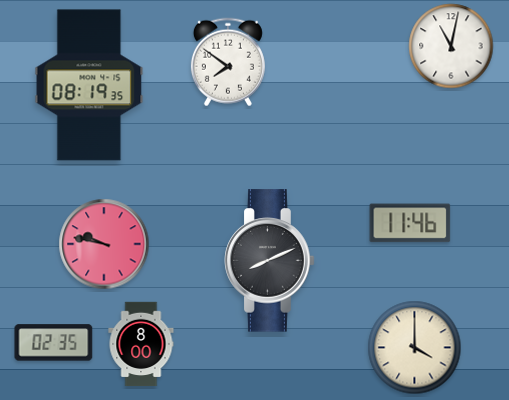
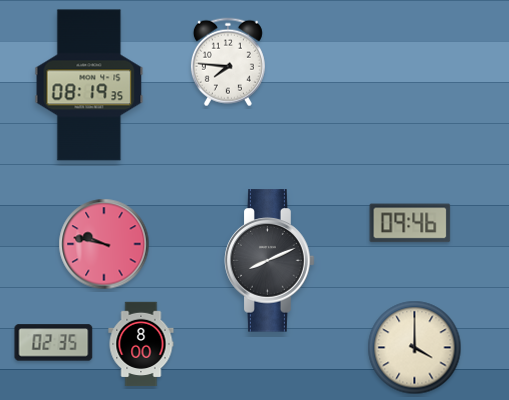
clock at (451, 46): 11:02 -> none
clock at (228, 62): 7:51 -> 7:46
clock at (410, 223): 11:46 -> 09:46
